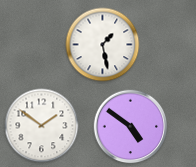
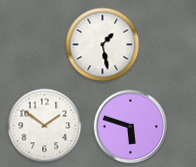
clock at (42, 126) position: (42, 126) -> (45, 126)
clock at (131, 127): 4:51 -> 5:48
